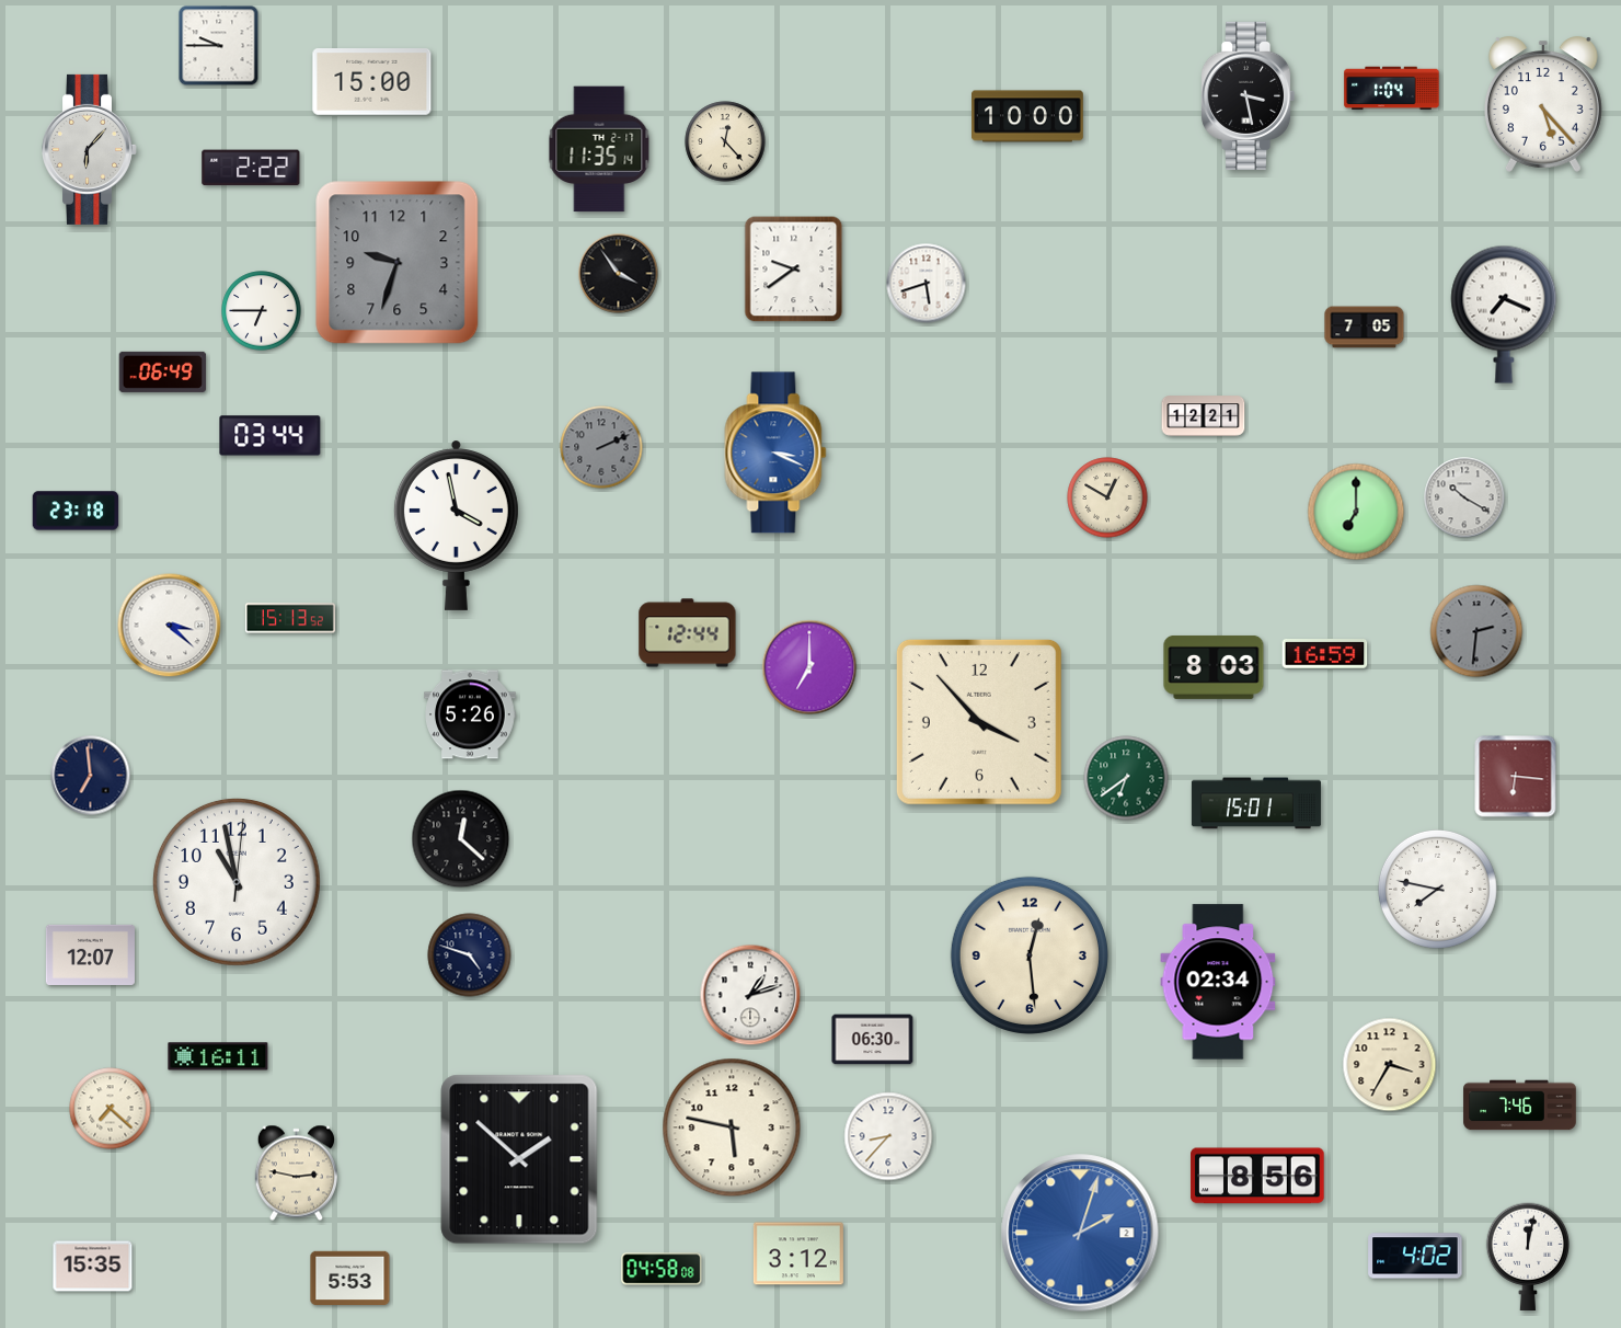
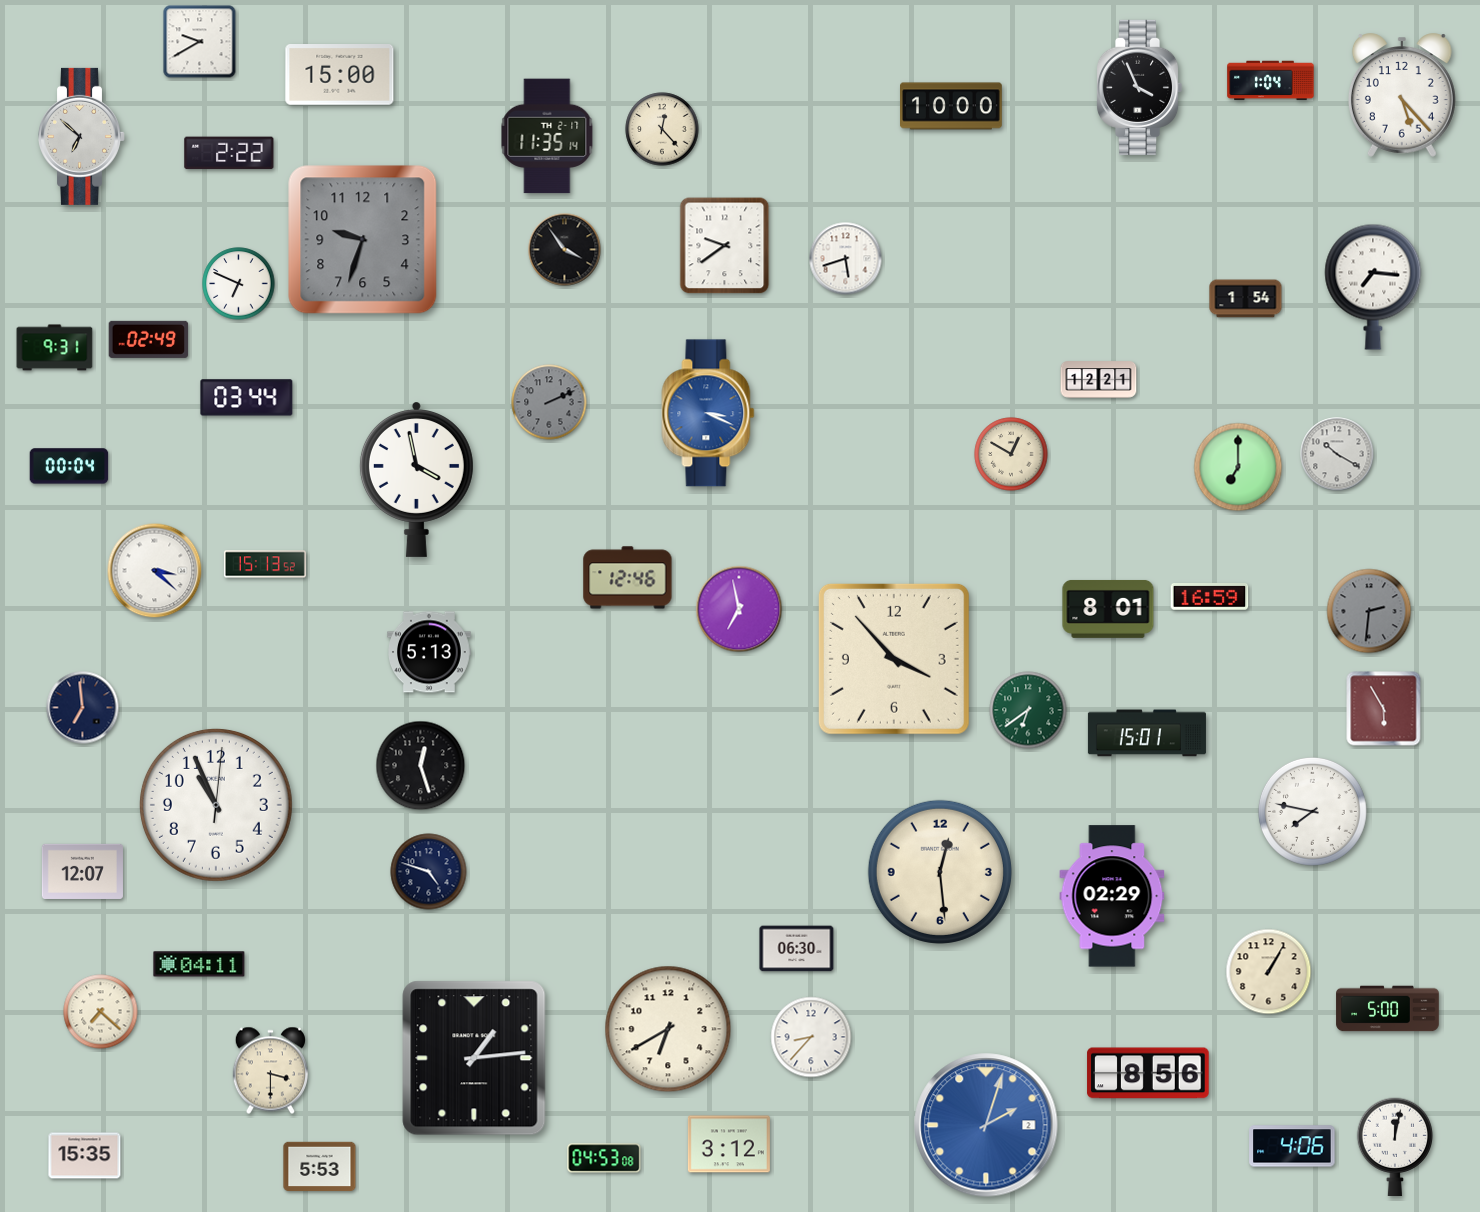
clock at (219, 46): 9:45 -> 9:40
clock at (1248, 95): 3:28 -> 3:56
clock at (1543, 104) position: (1543, 104) -> (1402, 95)
clock at (1028, 116) position: (1028, 116) -> (952, 106)
clock at (90, 149): 6:07 -> 6:52
clock at (262, 311): 6:45 -> 6:49
clock at (1504, 314): 7:19 -> 7:16
clock at (1365, 328): 7:05 -> 1:54
clock at (163, 371): 06:49 -> 02:49
clock at (55, 348): none -> 9:31
clock at (601, 447) position: (601, 447) -> (549, 402)
clock at (76, 511): 23:18 -> 00:04
clock at (1476, 631) position: (1476, 631) -> (1369, 611)
clock at (688, 633): 12:44 -> 12:46
clock at (809, 667): 7:00 -> 6:58
clock at (1214, 667): 8:03 -> 8:01
clock at (471, 714): 5:26 -> 5:13
clock at (1516, 777): 6:16 -> 5:55
clock at (461, 839): 12:22 -> 12:27
clock at (237, 882): 10:58 -> 10:56
clock at (1218, 982): 02:34 -> 02:29
clock at (750, 995): 1:12 -> none
clock at (218, 1056): 16:11 -> 04:11
clock at (1390, 1065): 3:35 -> 1:05
clock at (1520, 1106): 7:46 -> 5:00
clock at (732, 1127): 5:47 -> 6:40
clock at (519, 1159): 1:52 -> 1:14
clock at (296, 1174): 2:47 -> 3:30
clock at (1415, 1256): 4:02 -> 4:06
clock at (662, 1269): 04:58 -> 04:53
